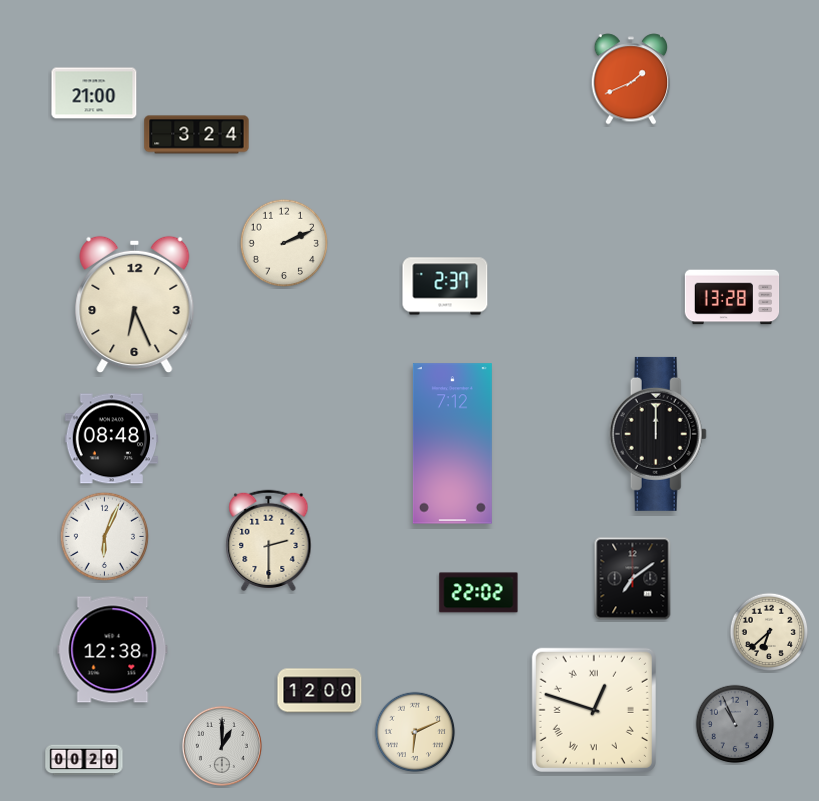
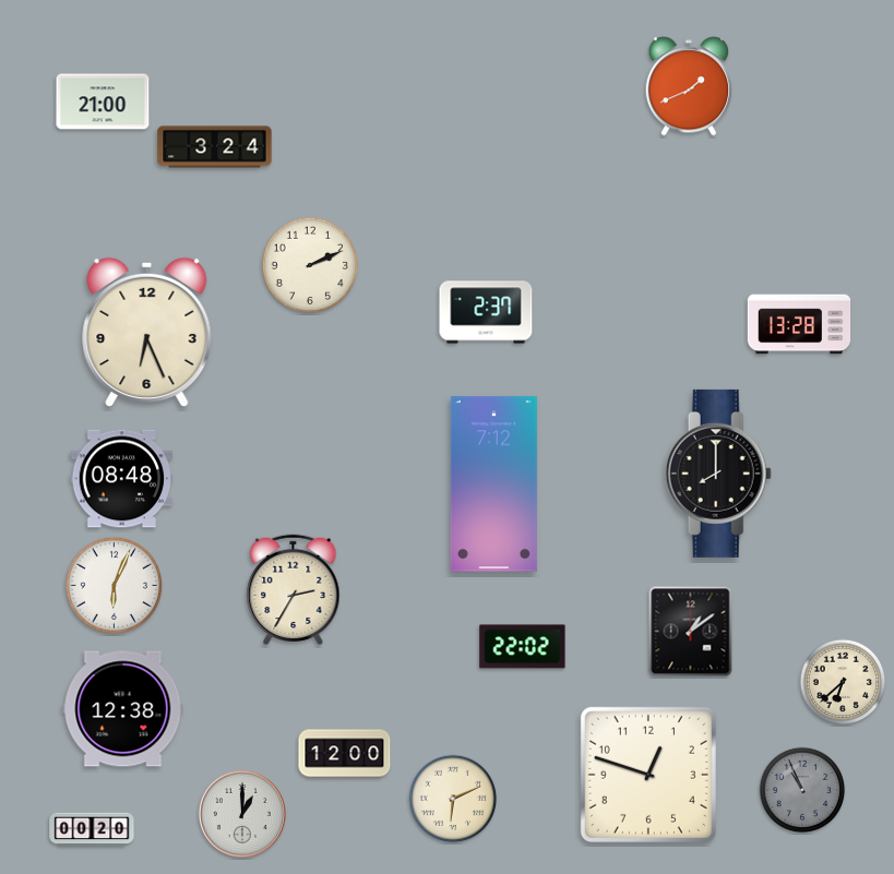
clock at (658, 434): 12:00 -> 8:00
clock at (269, 540): 2:30 -> 2:35
clock at (633, 579): 7:09 -> 1:09
clock at (769, 632) position: (769, 632) -> (843, 682)
clock at (320, 691) position: (320, 691) -> (345, 754)
clock at (594, 710) numerals: Roman -> Arabic
